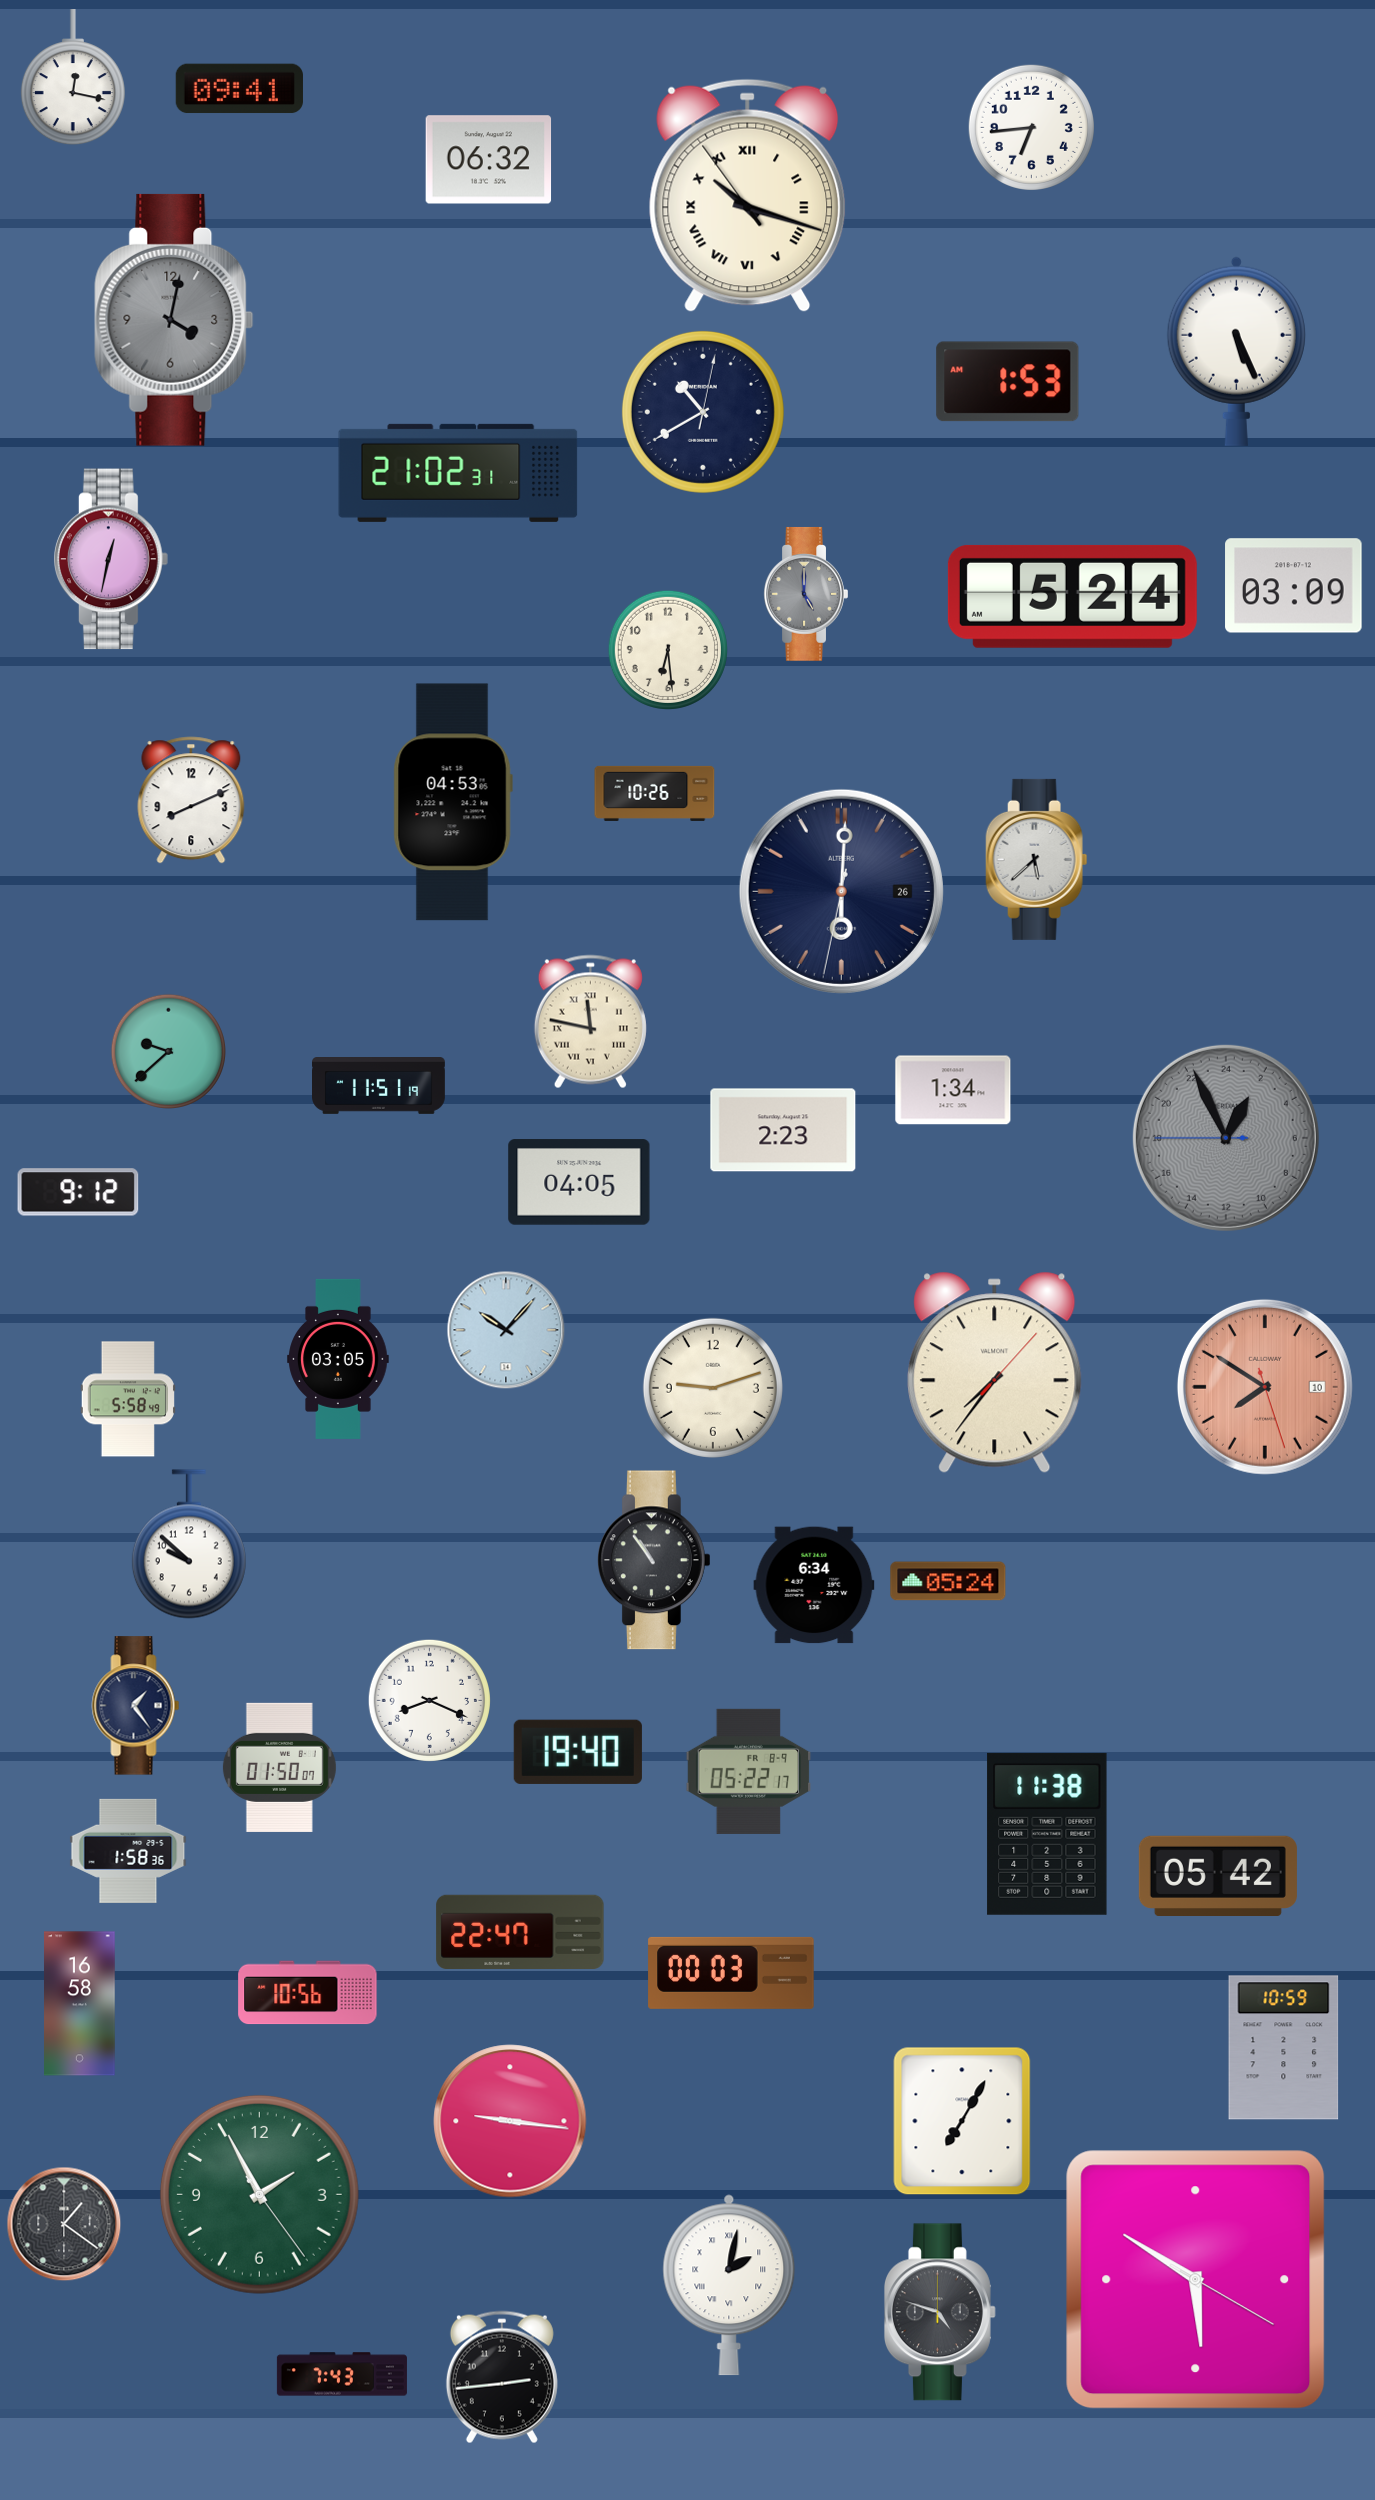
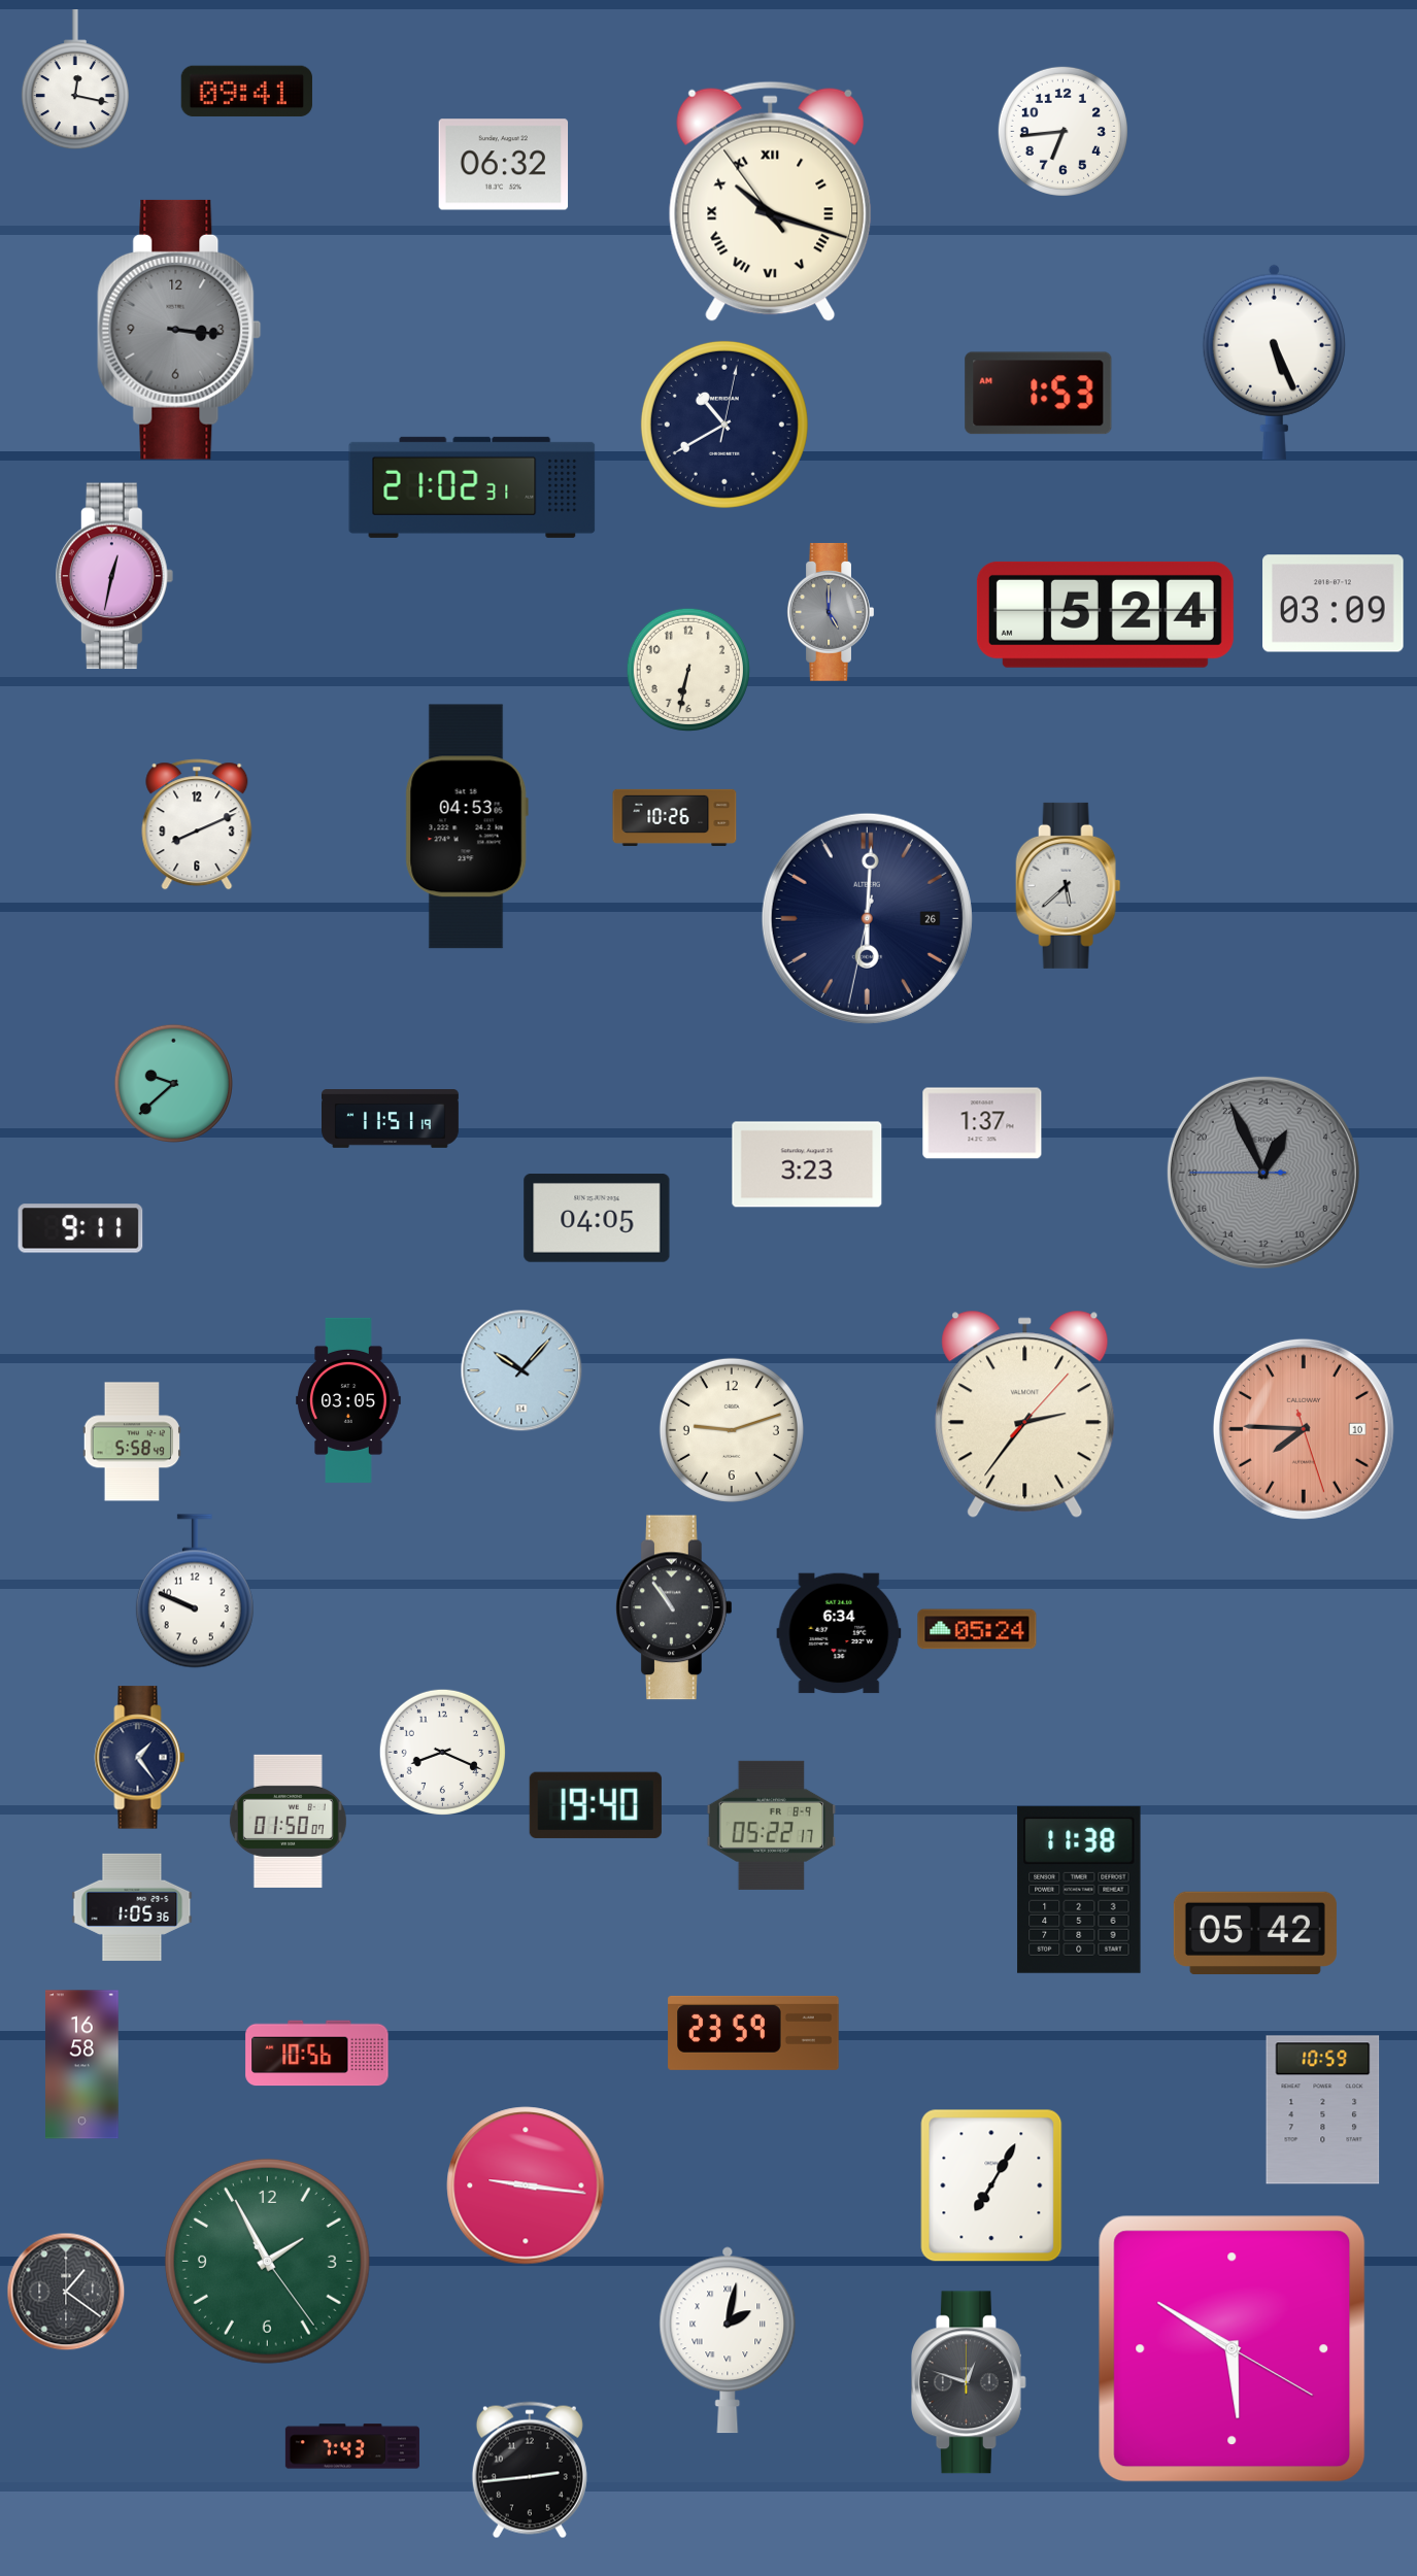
clock at (174, 320): 4:02 -> 3:16
clock at (668, 650): 6:29 -> 6:32
clock at (590, 1022): 11:47 -> none
clock at (953, 1090): 1:34 -> 1:37
clock at (783, 1130): 2:23 -> 3:23
clock at (78, 1192): 9:12 -> 9:11
clock at (995, 1372): 7:36 -> 2:36
clock at (1265, 1387): 7:50 -> 7:45
clock at (713, 1388) position: (713, 1388) -> (732, 1430)
clock at (189, 1544): 9:52 -> 9:49
clock at (128, 1851): 1:58 -> 1:05
clock at (520, 1931): 22:47 -> none
clock at (731, 1973): 00:03 -> 23:59
clock at (729, 2285) position: (729, 2285) -> (728, 2340)
clock at (940, 2312): 4:48 -> 12:48
clock at (502, 2377) position: (502, 2377) -> (530, 2470)
